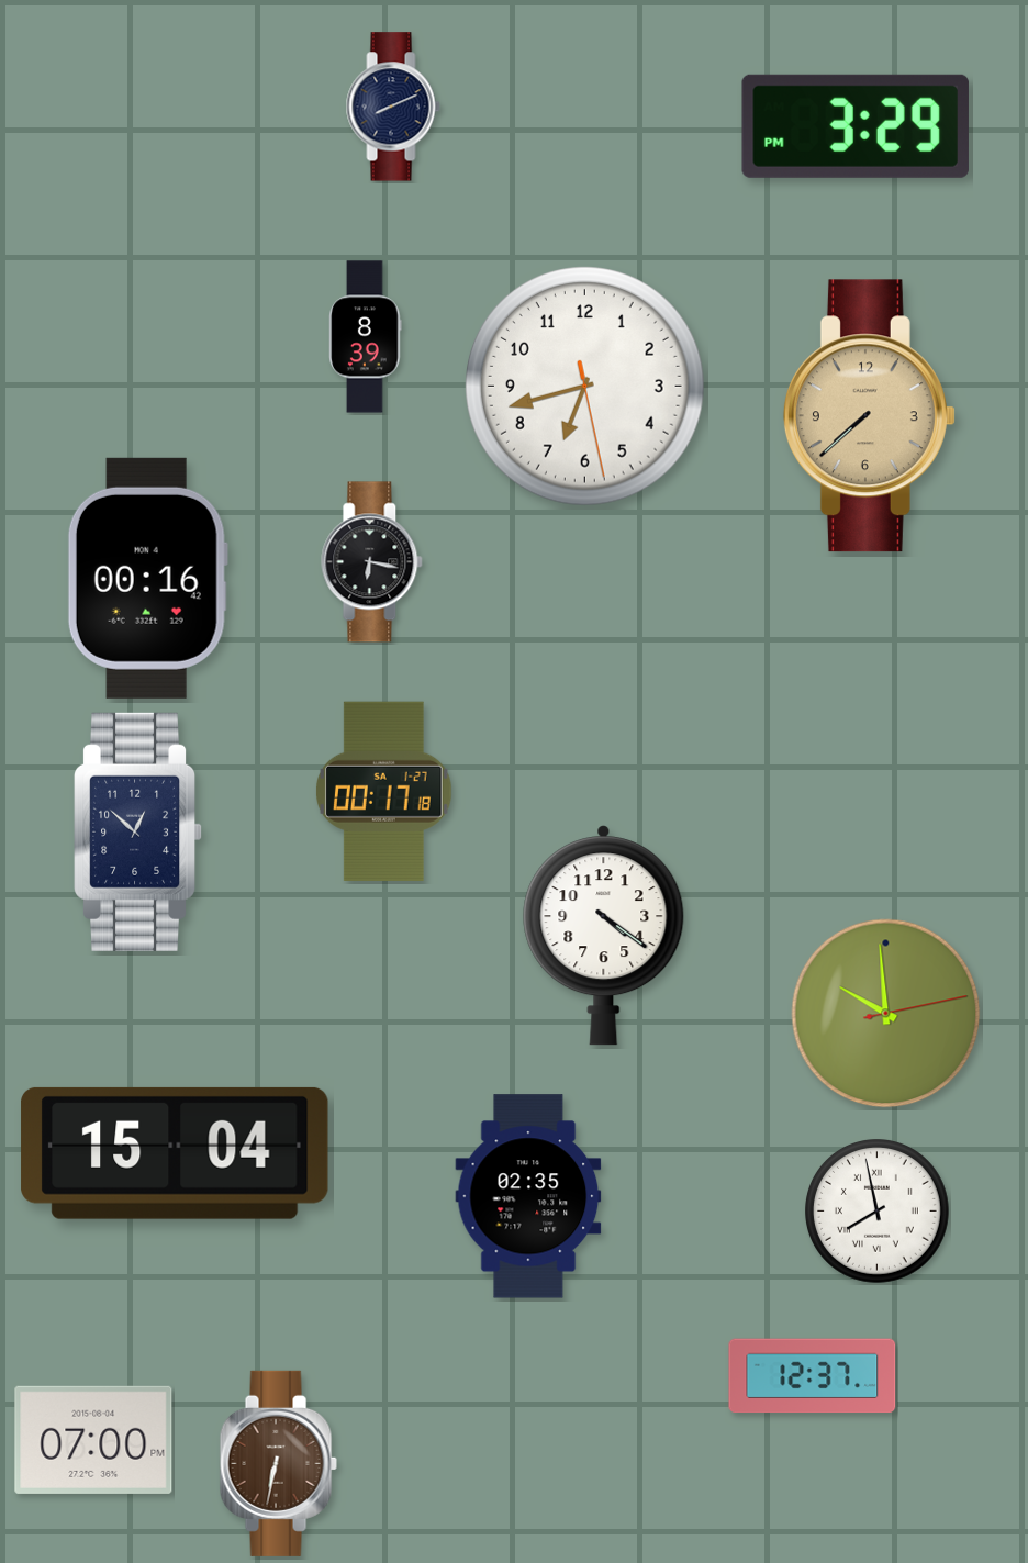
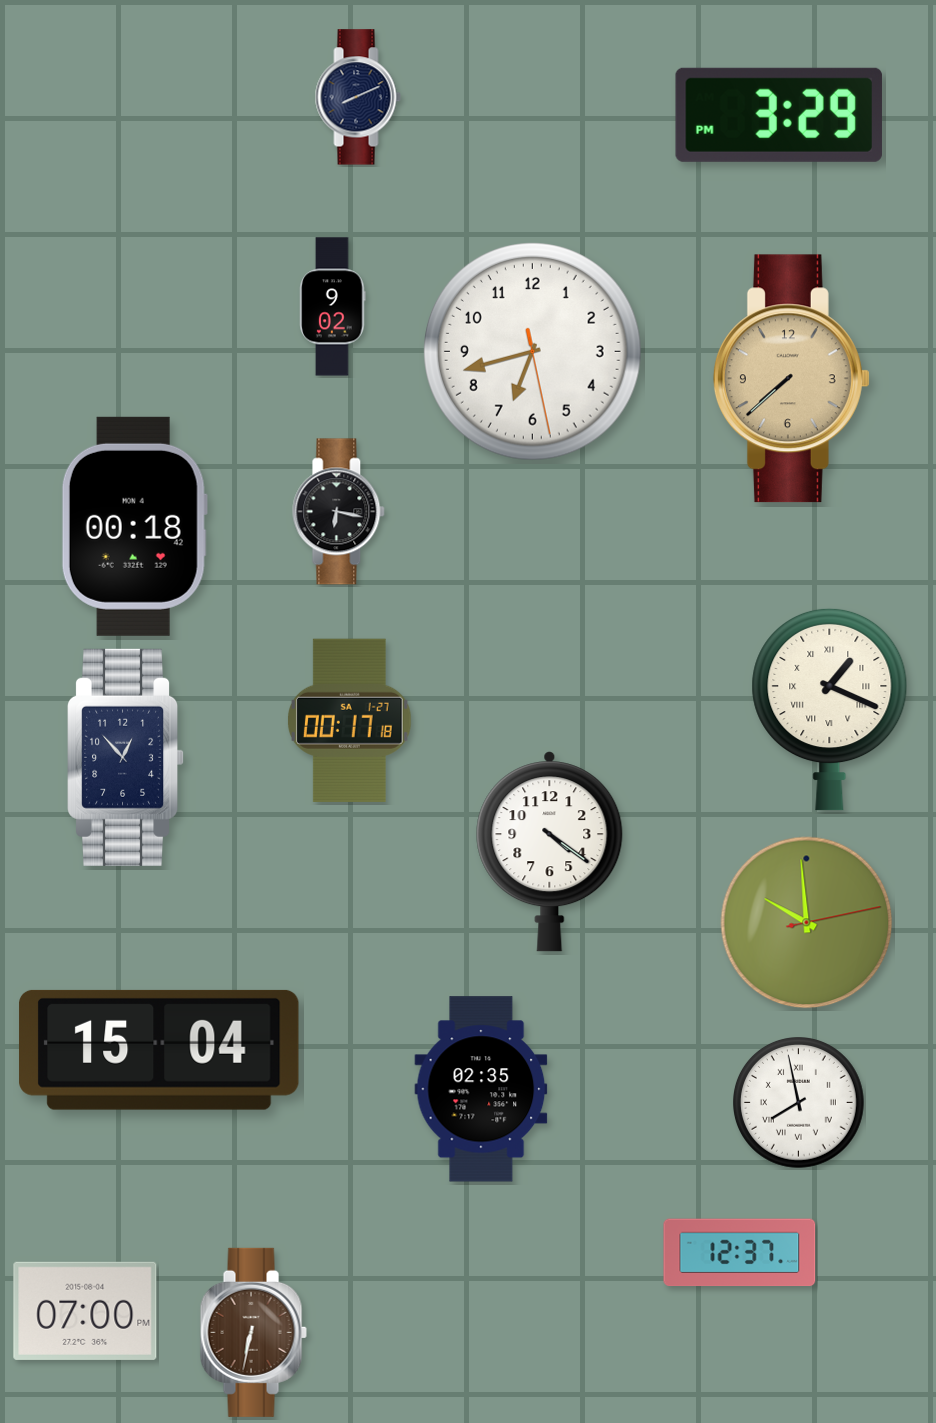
clock at (366, 337): 8:39 -> 9:02
clock at (147, 578): 00:16 -> 00:18
clock at (830, 709): none -> 1:19
clock at (138, 831): 12:52 -> 12:53
